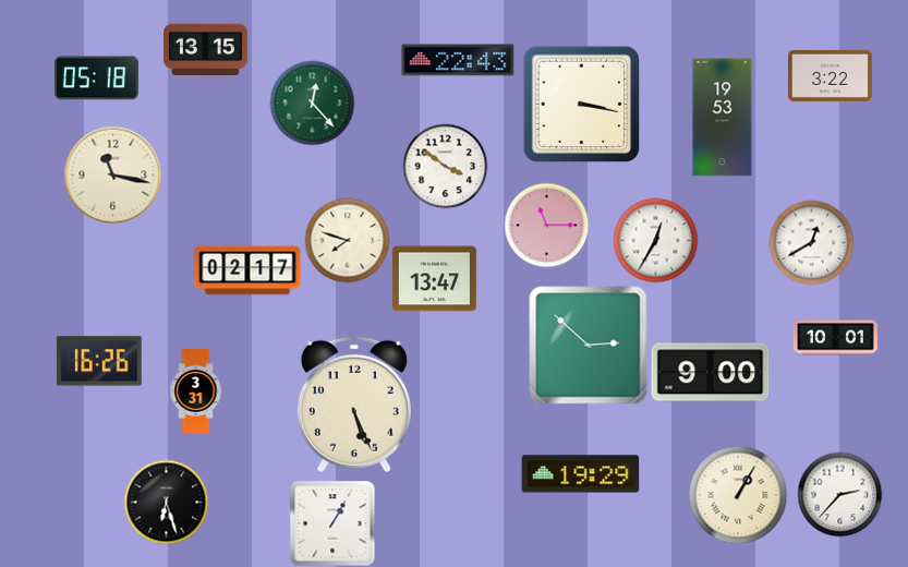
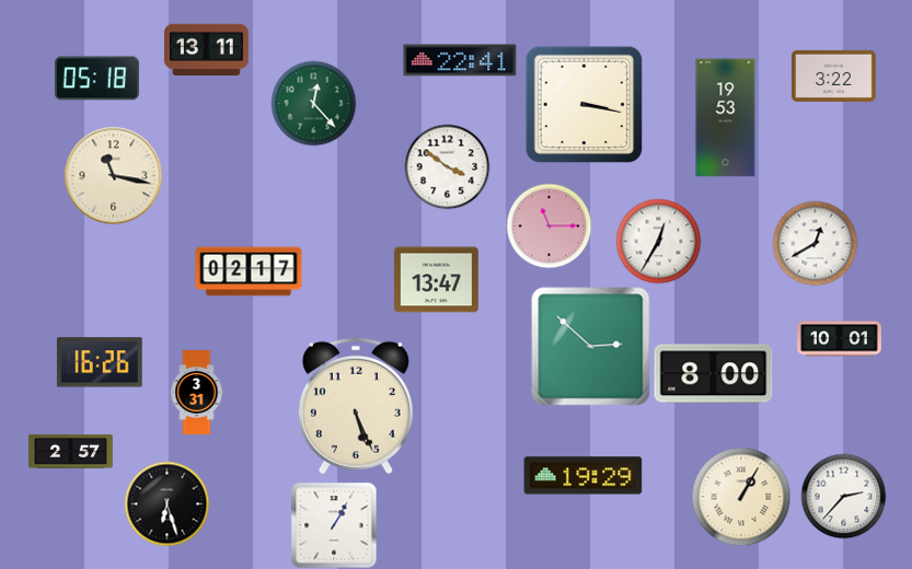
clock at (205, 50): 13:15 -> 13:11
clock at (458, 60): 22:43 -> 22:41
clock at (347, 240): 7:48 -> none
clock at (711, 373): 9:00 -> 8:00
clock at (71, 451): none -> 2:57
